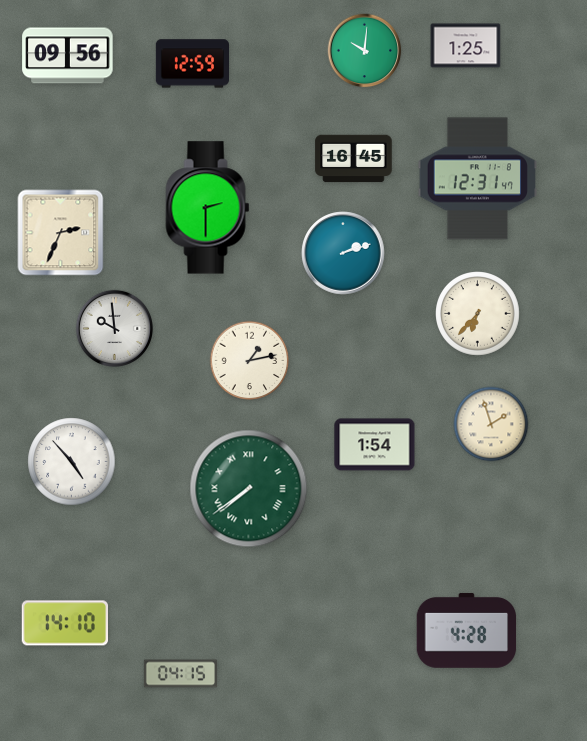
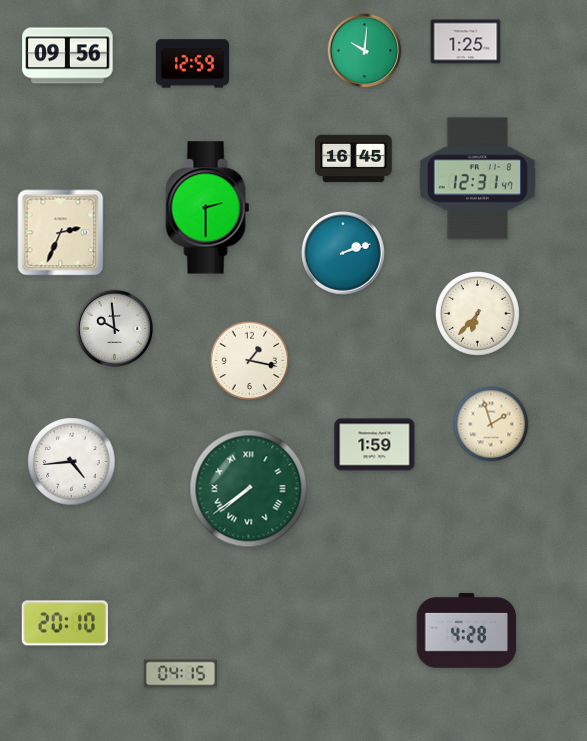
clock at (466, 46) position: (466, 46) -> (466, 42)
clock at (250, 361): 1:13 -> 1:17
clock at (375, 445): 1:54 -> 1:59
clock at (72, 462): 4:53 -> 4:44
clock at (64, 623): 14:10 -> 20:10
